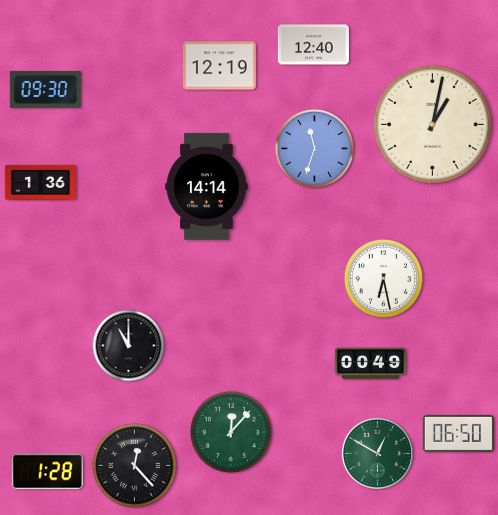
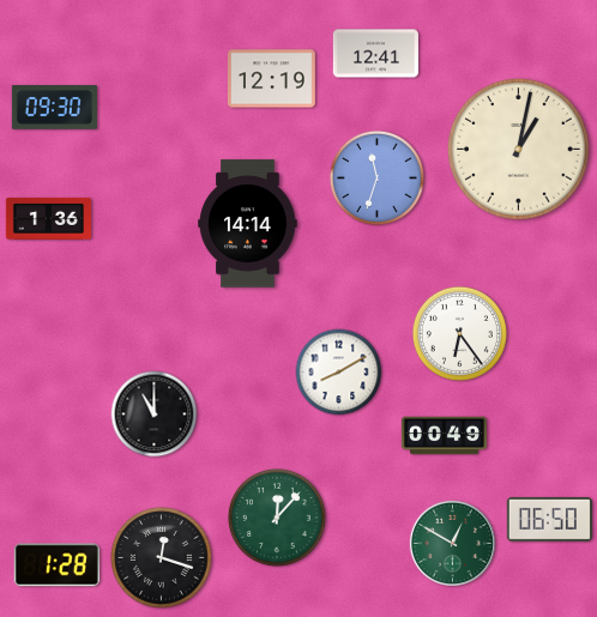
clock at (313, 45): 12:40 -> 12:41
clock at (219, 66) position: (219, 66) -> (271, 79)
clock at (383, 278): 6:28 -> 6:24
clock at (339, 373): none -> 8:10
clock at (135, 466): 12:23 -> 12:18
